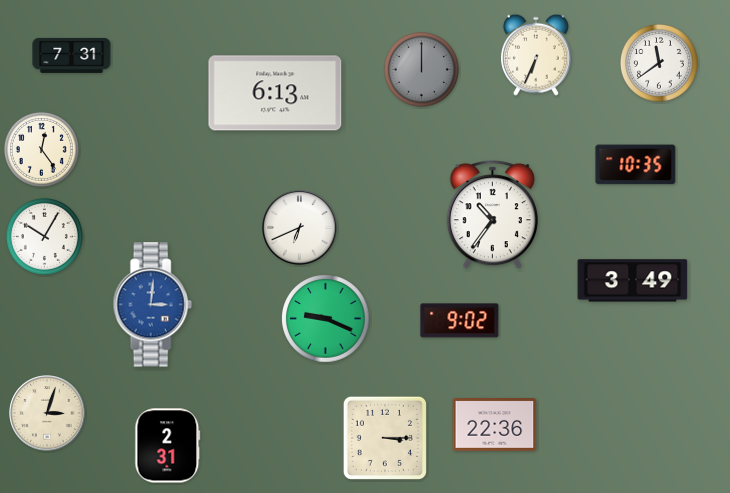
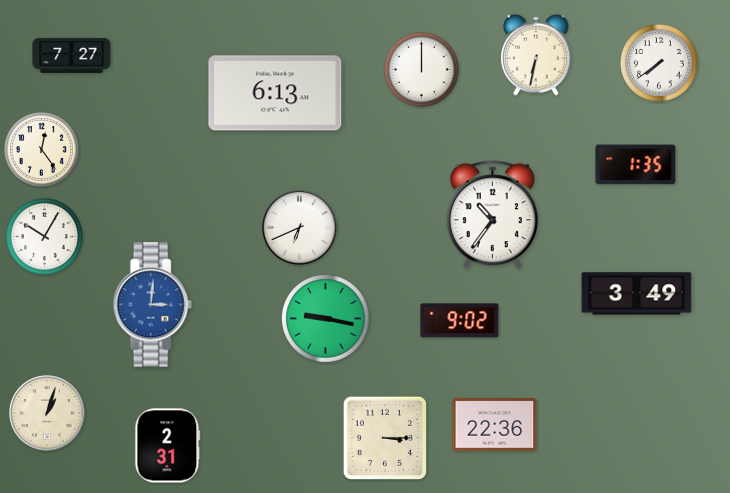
clock at (72, 55): 7:31 -> 7:27
clock at (536, 55): 6:34 -> 6:32
clock at (659, 63): 11:39 -> 7:39
clock at (421, 69) dial: grey -> white
clock at (636, 165): 10:35 -> 1:35
clock at (633, 281) position: (633, 281) -> (637, 294)
clock at (326, 319): 9:19 -> 9:17
clock at (47, 413): 3:03 -> 1:03
